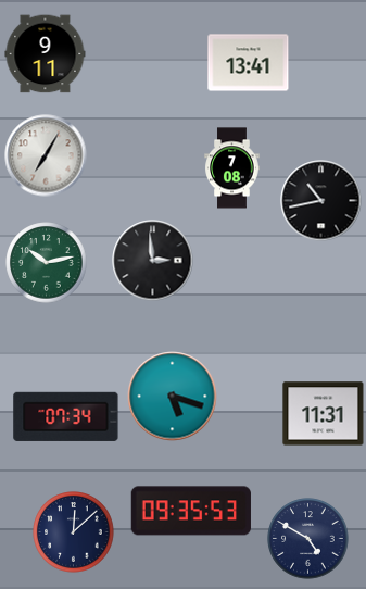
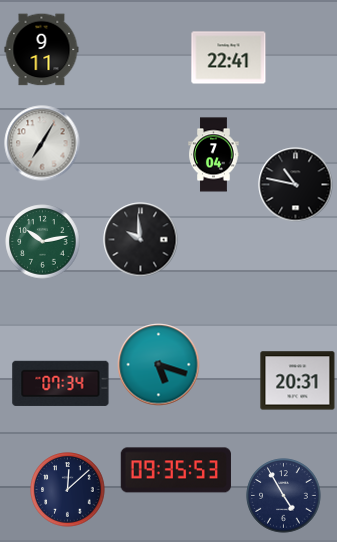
clock at (249, 63): 13:41 -> 22:41
clock at (232, 168): 7:08 -> 7:04
clock at (321, 201): 10:43 -> 10:47
clock at (153, 261): 2:59 -> 9:59
clock at (324, 414): 11:31 -> 20:31
clock at (308, 539): 4:50 -> 4:55
